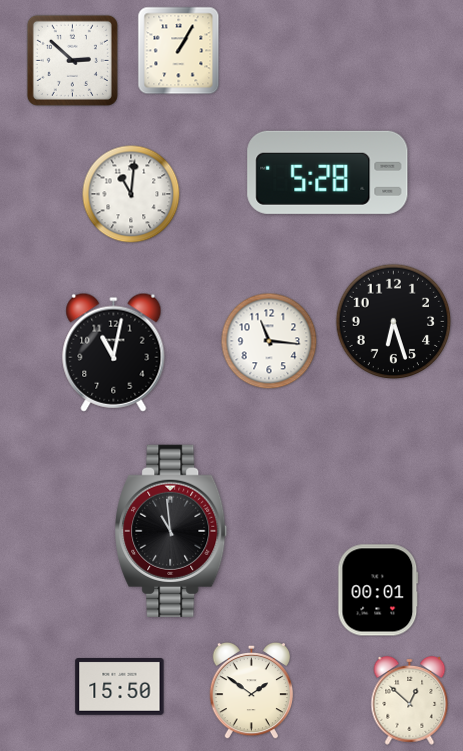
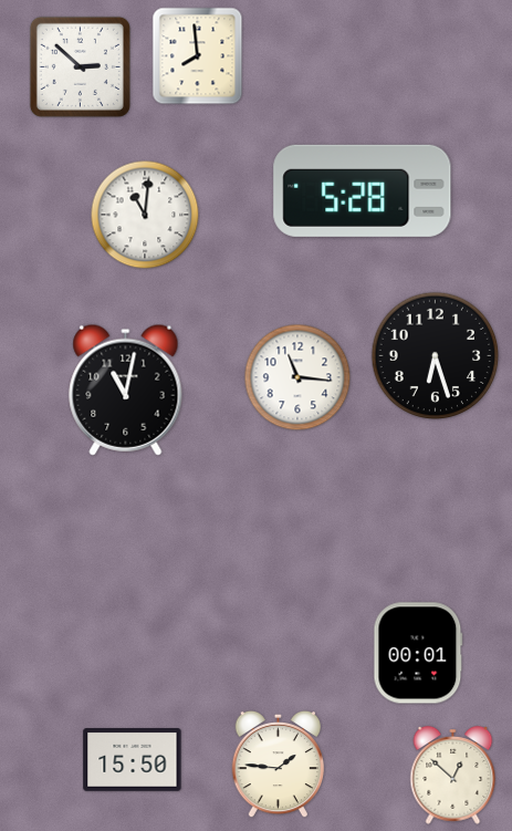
clock at (179, 51): 1:05 -> 7:59
clock at (171, 531): 10:59 -> none
clock at (252, 691): 1:51 -> 1:46
